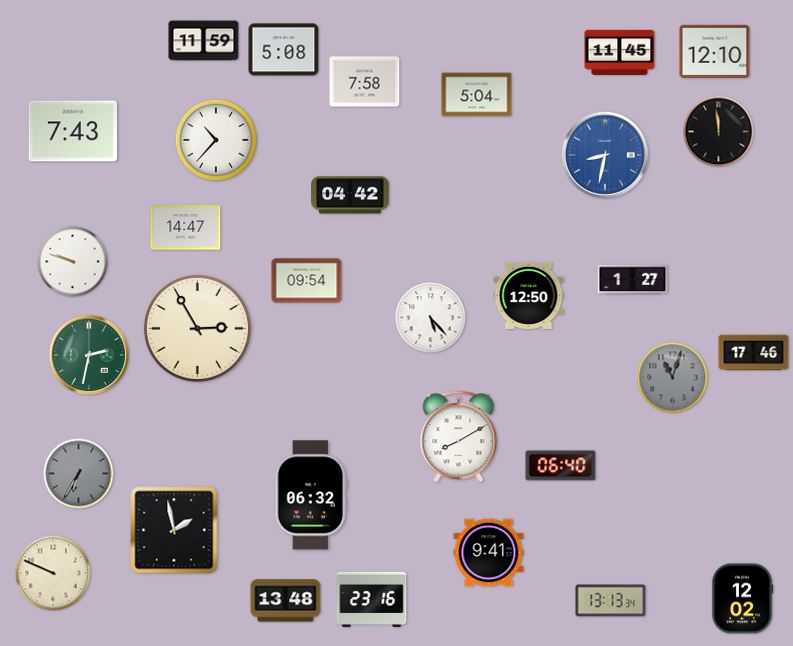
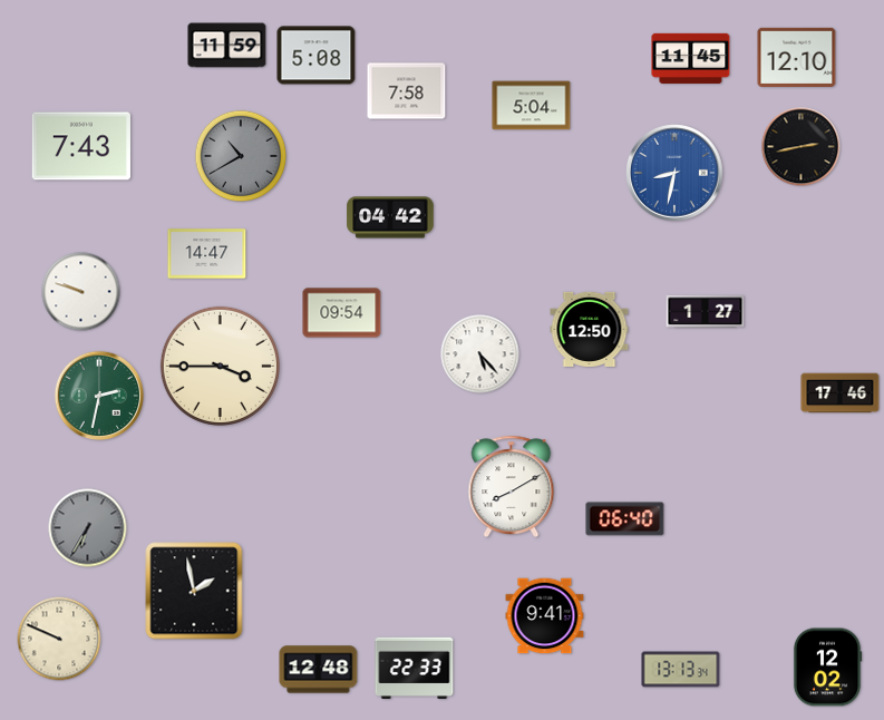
clock at (719, 132): 11:59 -> 2:43
clock at (216, 140): 10:37 -> 10:40
clock at (216, 140) dial: white -> grey
clock at (197, 328): 2:55 -> 3:45
clock at (673, 378): 11:03 -> none
clock at (311, 495): 06:32 -> none
clock at (372, 599): 23:16 -> 22:33
clock at (286, 601): 13:48 -> 12:48
